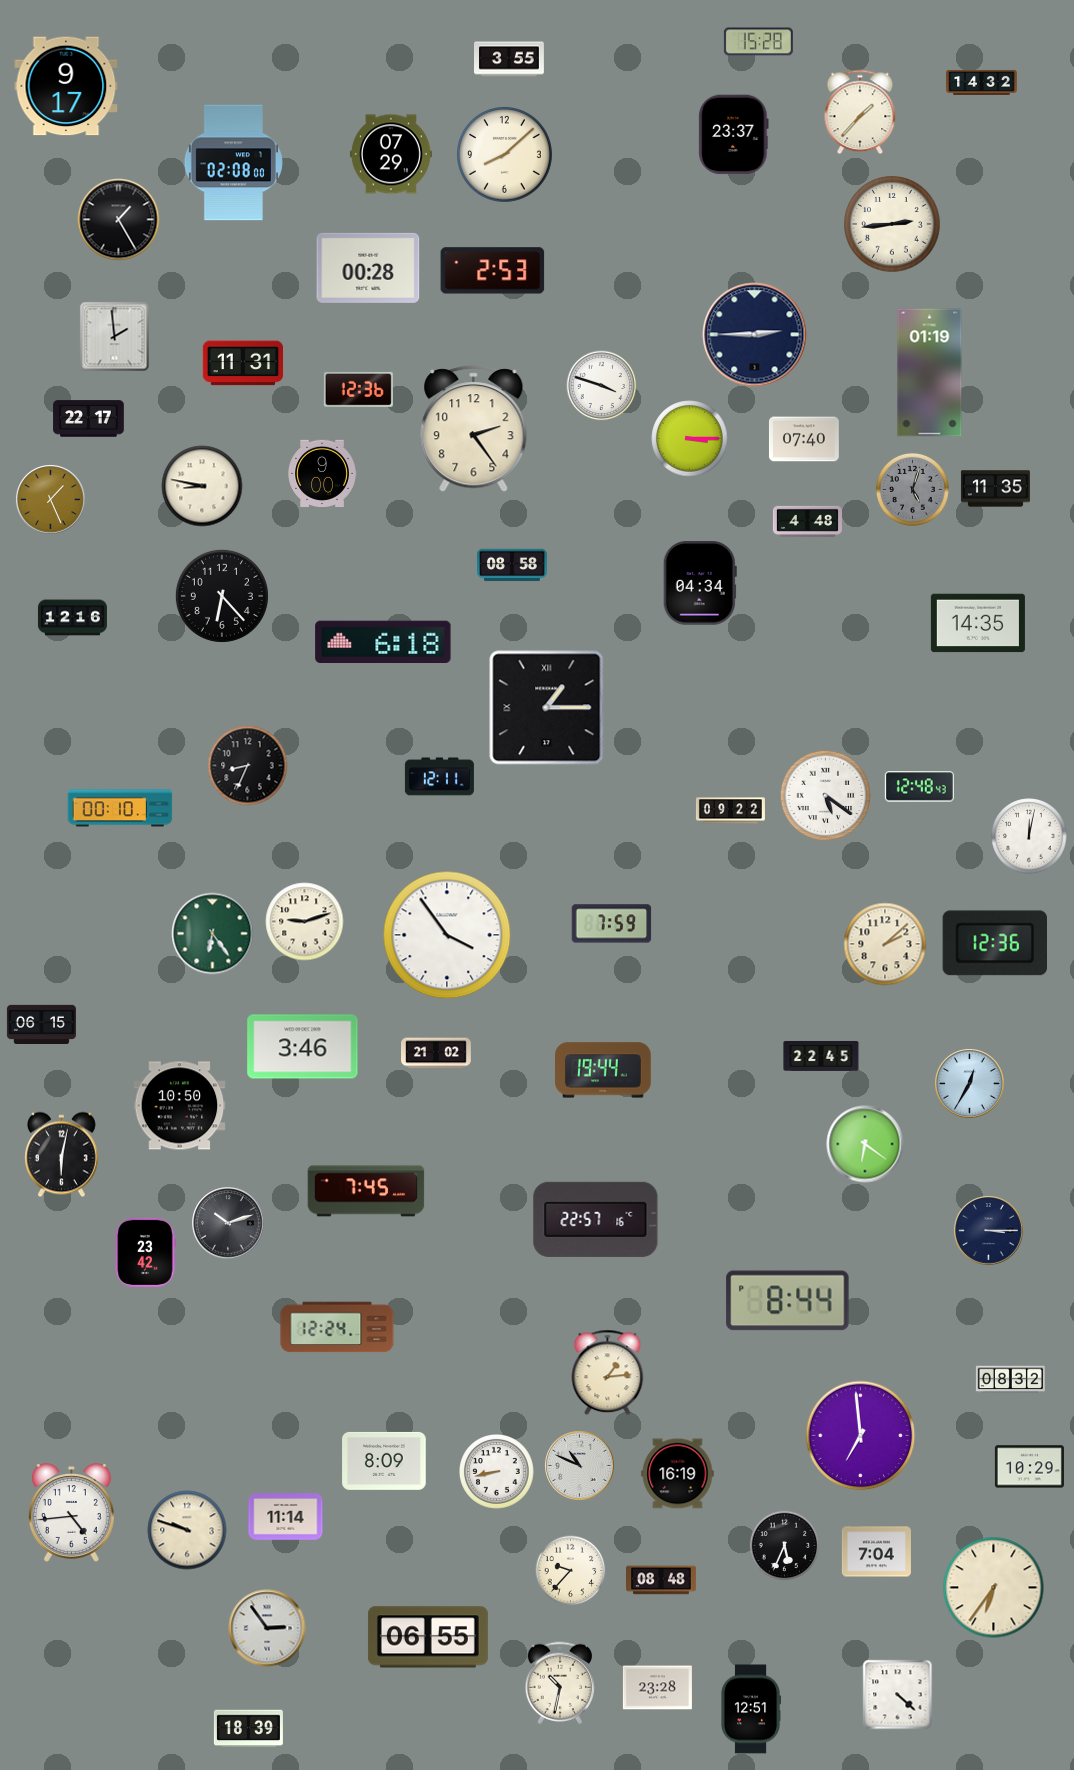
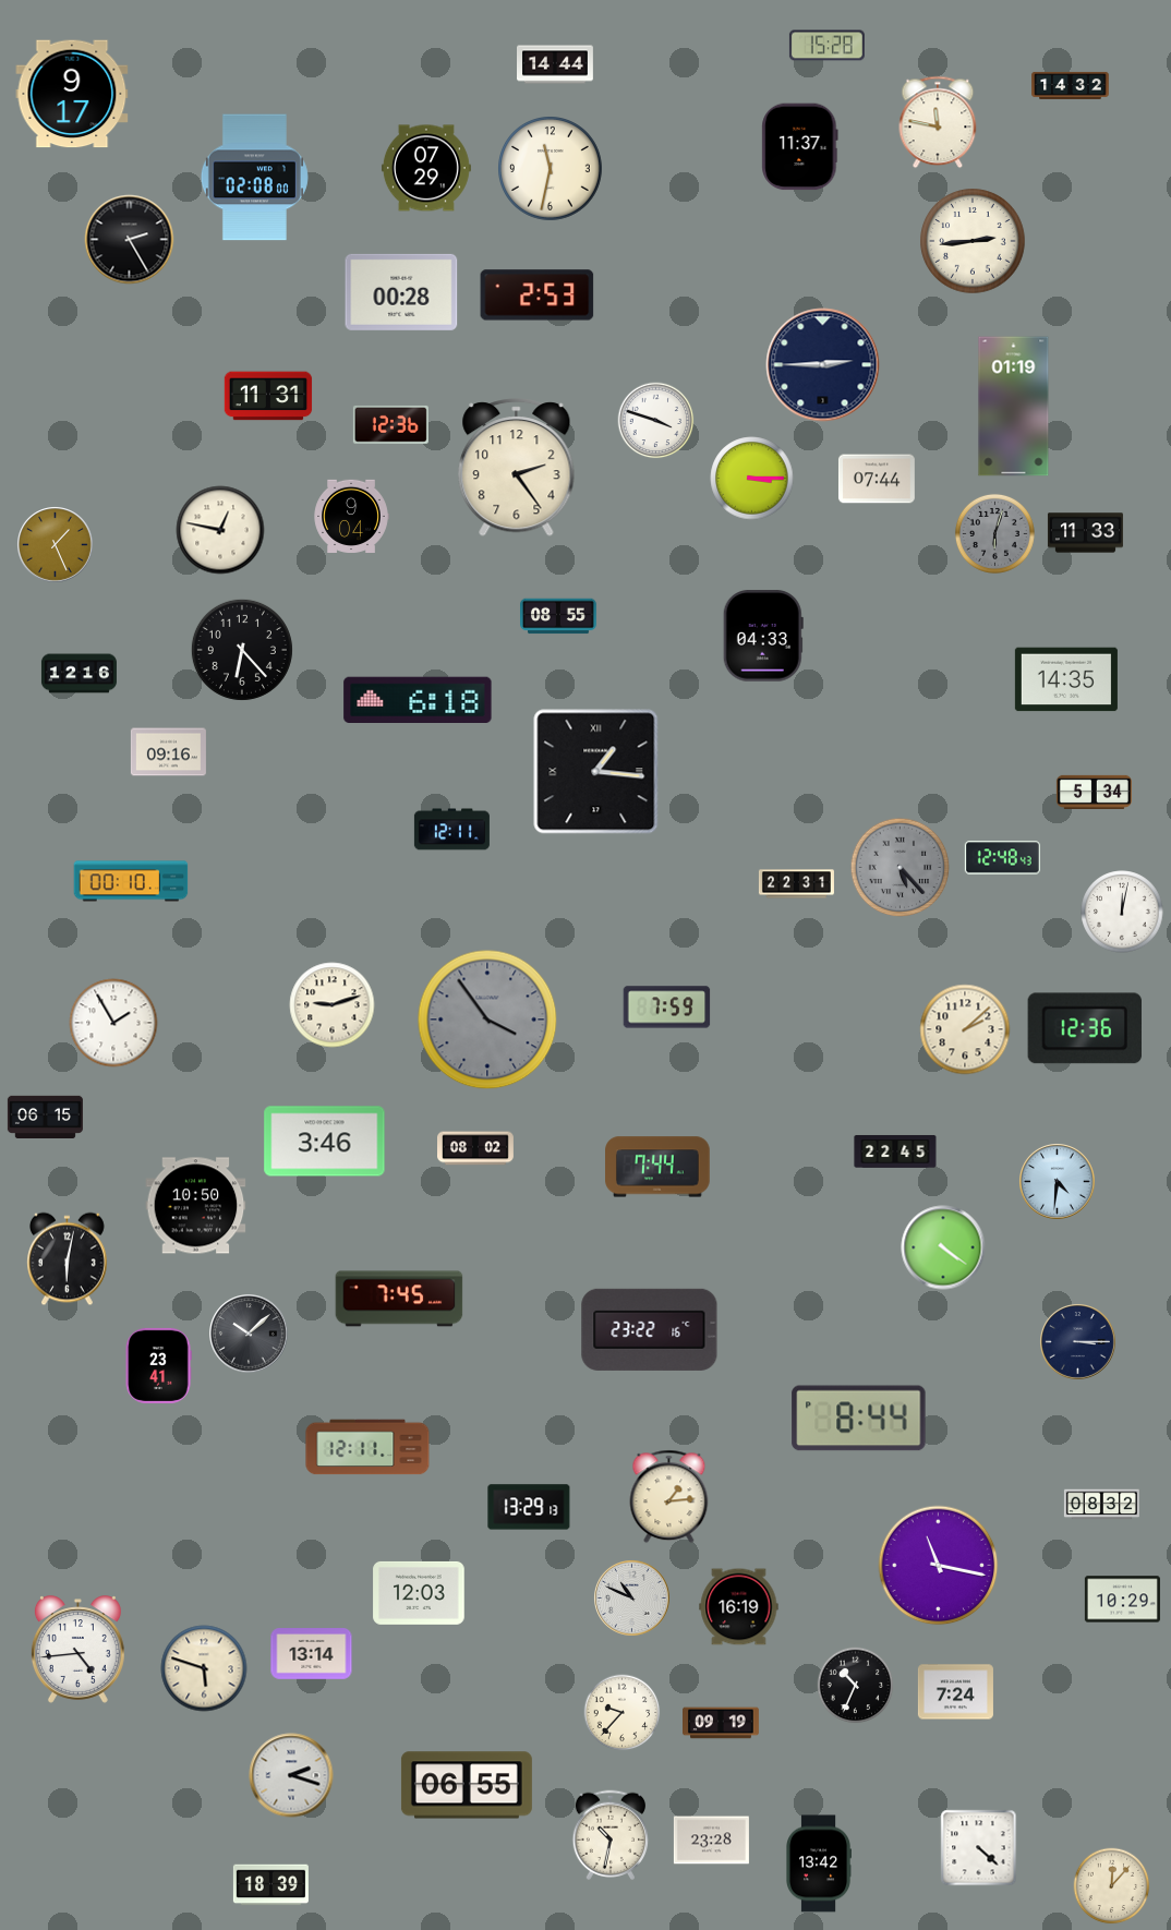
clock at (510, 59): 3:55 -> 14:44
clock at (982, 82) position: (982, 82) -> (1071, 85)
clock at (860, 112): 1:37 -> 11:47
clock at (734, 135): 23:37 -> 11:37
clock at (505, 155): 8:08 -> 11:32
clock at (119, 220): 1:25 -> 2:25
clock at (892, 224) position: (892, 224) -> (973, 241)
clock at (115, 337): 1:59 -> none
clock at (243, 363) position: (243, 363) -> (268, 396)
clock at (89, 419): 22:17 -> none
clock at (804, 439): 07:40 -> 07:44
clock at (322, 473): 9:00 -> 9:04
clock at (202, 486): 8:47 -> 12:47
clock at (912, 489): 5:03 -> 6:03
clock at (995, 489): 11:35 -> 11:33
clock at (807, 521): 4:48 -> none
clock at (513, 565): 08:58 -> 08:55
clock at (700, 583): 04:34 -> 04:33
clock at (168, 752): none -> 09:16
clock at (547, 708): 1:15 -> 1:16
clock at (1094, 792): none -> 5:34
clock at (248, 766): 8:34 -> none
clock at (439, 777) position: (439, 777) -> (451, 830)
clock at (826, 796): 5:21 -> 5:23
clock at (826, 796) dial: white -> grey
clock at (730, 811): 09:22 -> 22:31
clock at (213, 934): 6:24 -> none
clock at (447, 935) dial: white -> grey
clock at (113, 1023): none -> 1:55
clock at (303, 1047) position: (303, 1047) -> (325, 1142)
clock at (437, 1053): 21:02 -> 08:02
clock at (604, 1070): 19:44 -> 7:44
clock at (970, 1084): 12:35 -> 4:31
clock at (865, 1144): 6:21 -> 4:21
clock at (596, 1219): 22:57 -> 23:22
clock at (228, 1223): 10:12 -> 10:08
clock at (145, 1252): 23:42 -> 23:41
clock at (337, 1327): 12:24 -> 12:11
clock at (608, 1373) position: (608, 1373) -> (669, 1497)
clock at (529, 1507): none -> 13:29
clock at (861, 1436): 6:59 -> 11:17
clock at (384, 1461): 8:09 -> 12:03
clock at (497, 1472): 8:43 -> none
clock at (286, 1517): 11:14 -> 13:14
clock at (187, 1530): 9:48 -> 5:48
clock at (785, 1546): 5:34 -> 10:34
clock at (876, 1552): 7:04 -> 7:24
clock at (662, 1580): 08:48 -> 09:19
clock at (994, 1588): 6:36 -> none
clock at (267, 1628): 2:54 -> 2:18
clock at (657, 1688) position: (657, 1688) -> (711, 1841)
clock at (751, 1709): 12:51 -> 13:42
clock at (1112, 1886): none -> 12:07
